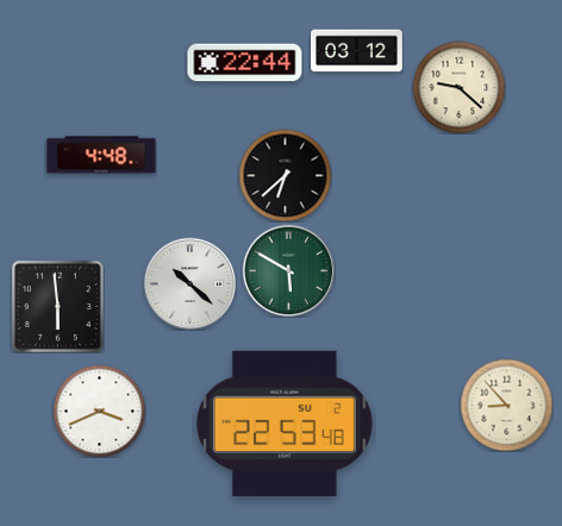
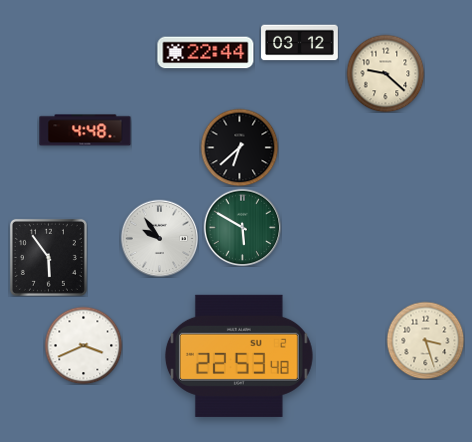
clock at (189, 283): 10:22 -> 9:54
clock at (57, 306): 5:59 -> 5:54
clock at (506, 405): 8:53 -> 3:27
